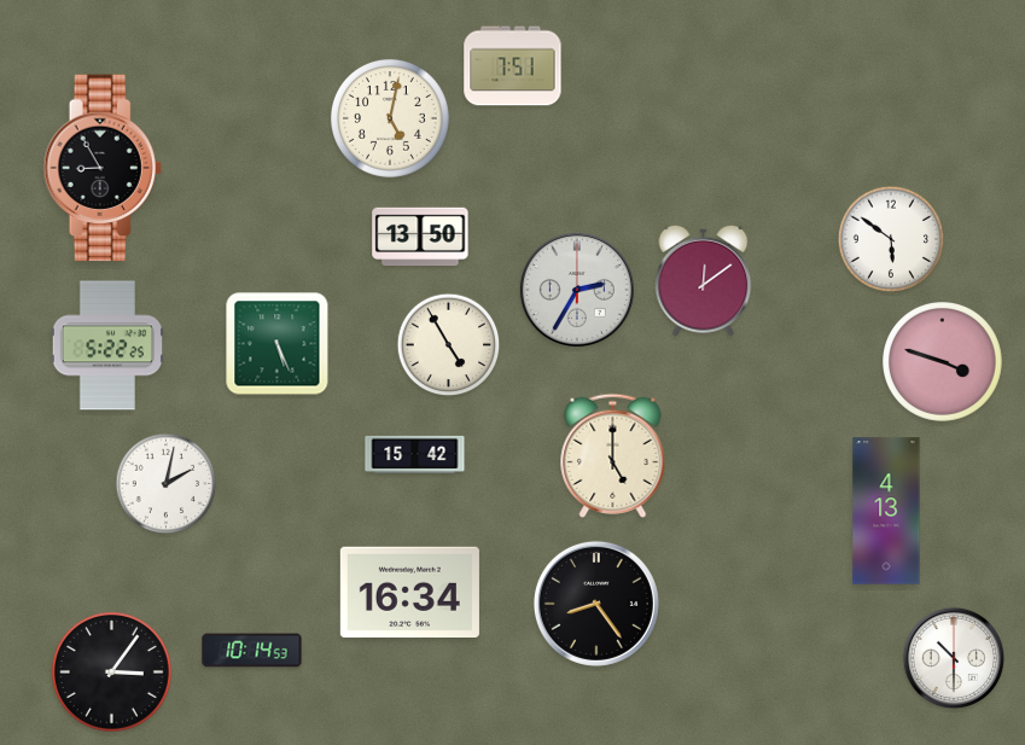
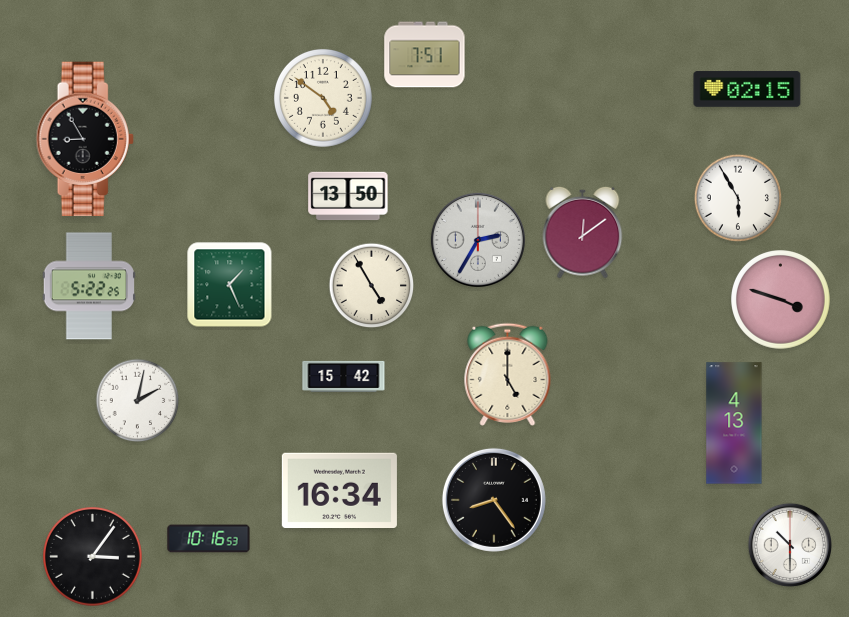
clock at (747, 89): none -> 02:15
clock at (390, 118): 5:02 -> 4:51
clock at (890, 238): 5:51 -> 5:55
clock at (278, 344): 5:26 -> 1:26
clock at (613, 455) position: (613, 455) -> (508, 374)
clock at (252, 651): 10:14 -> 10:16
